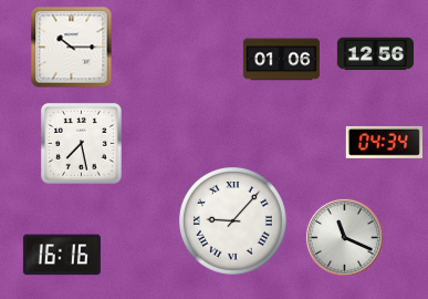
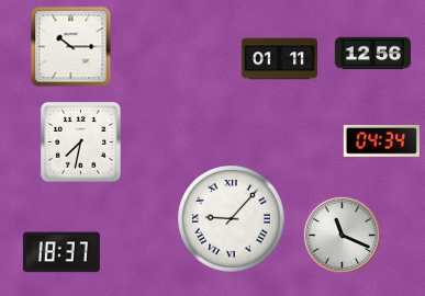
clock at (281, 60): 01:06 -> 01:11
clock at (81, 143): 7:28 -> 7:32
clock at (62, 255): 16:16 -> 18:37
